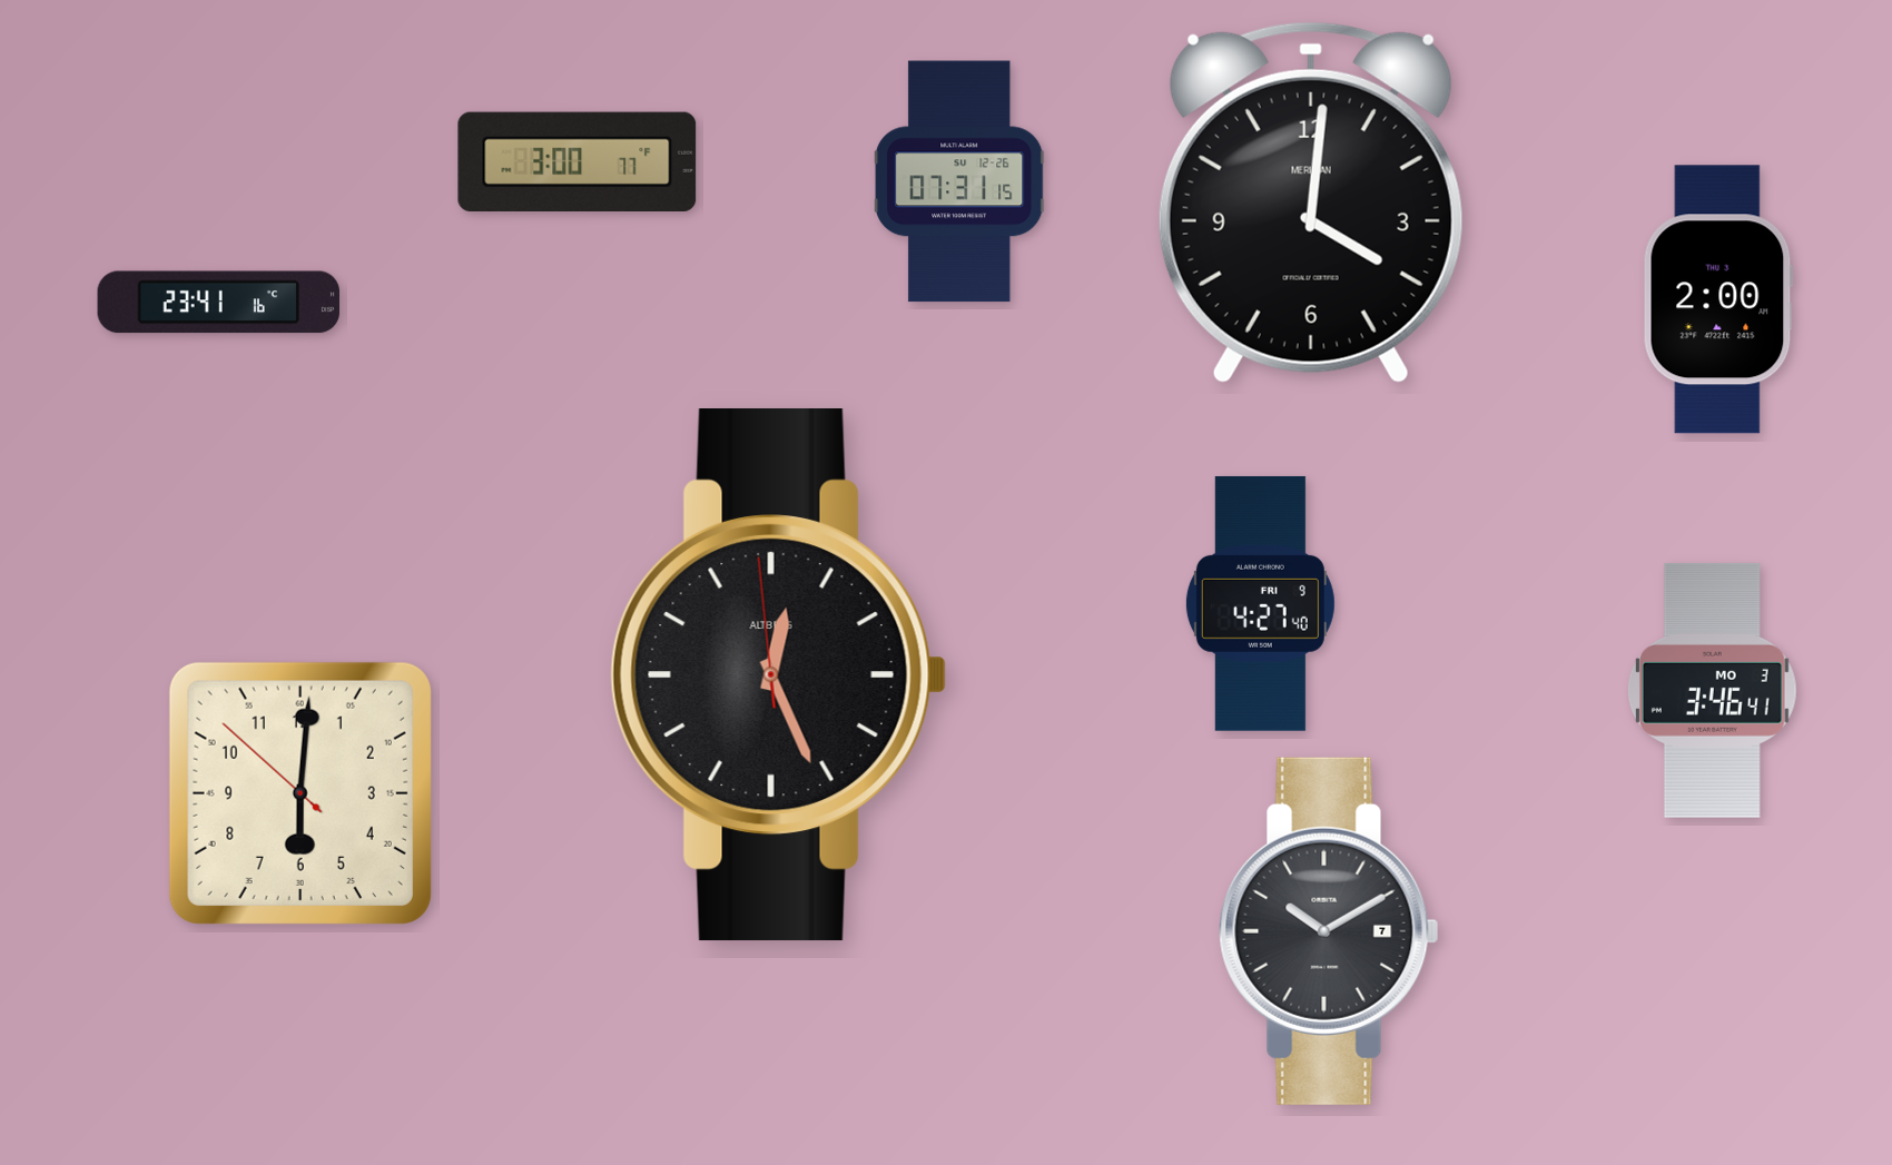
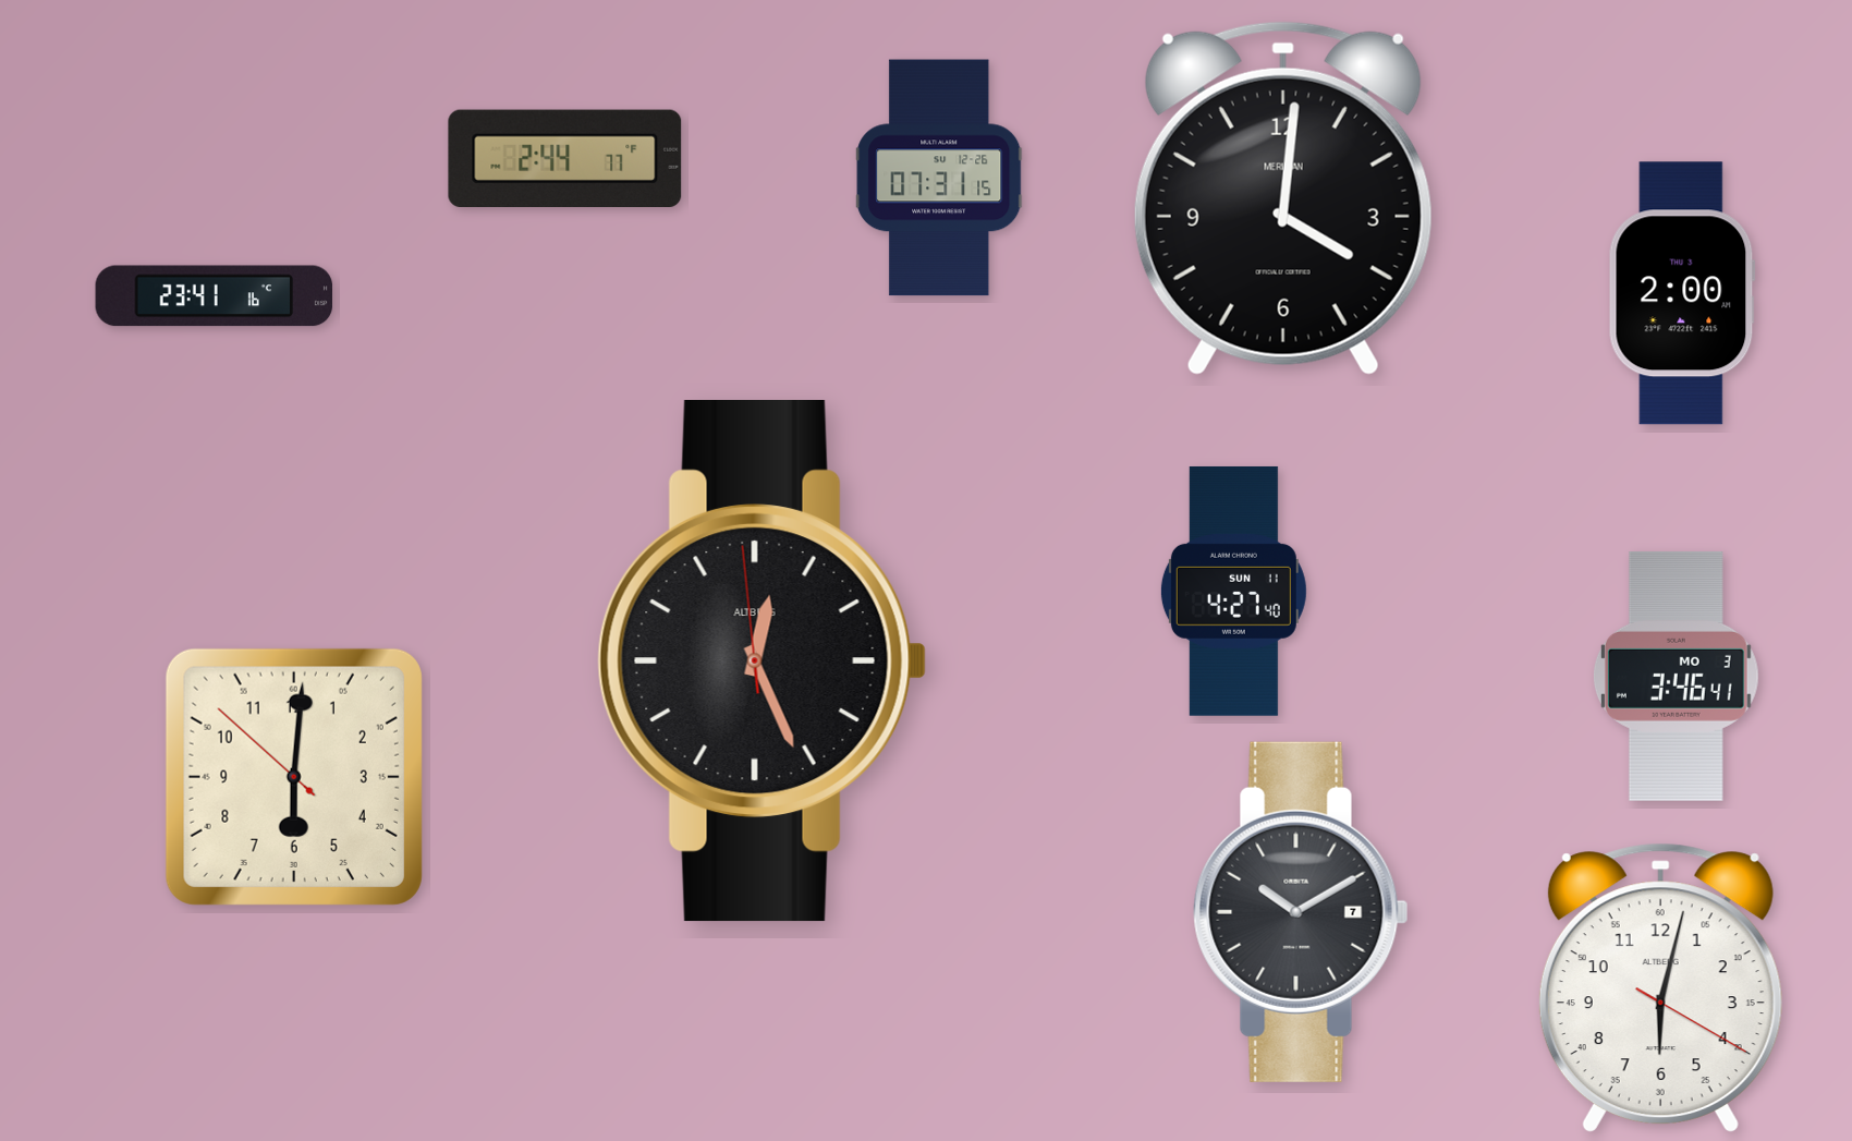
clock at (578, 161): 3:00 -> 2:44
clock at (1260, 603) date: FRI 9 -> SUN 11
clock at (1660, 987): none -> 6:02
